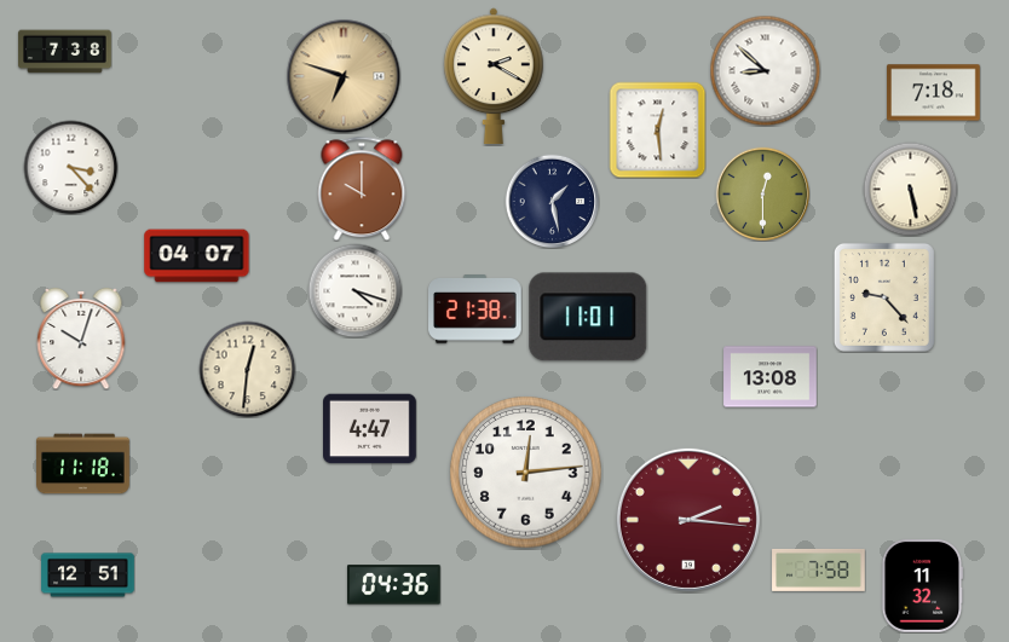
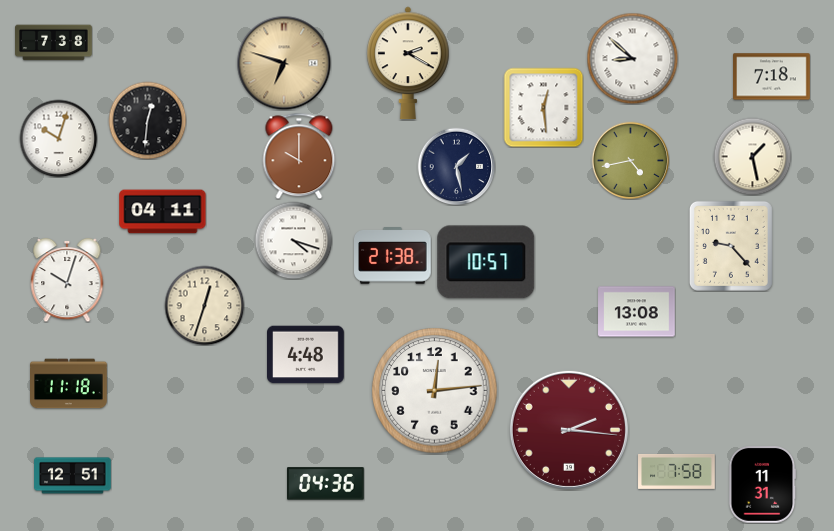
clock at (147, 120): none -> 12:31
clock at (70, 167): 3:23 -> 10:03
clock at (910, 189): 5:28 -> 1:28
clock at (762, 193): 12:30 -> 4:43
clock at (197, 256): 04:07 -> 04:11
clock at (588, 317): 11:01 -> 10:57
clock at (247, 369): 12:31 -> 12:33
clock at (370, 429): 4:47 -> 4:48
clock at (922, 586): 11:32 -> 11:31
